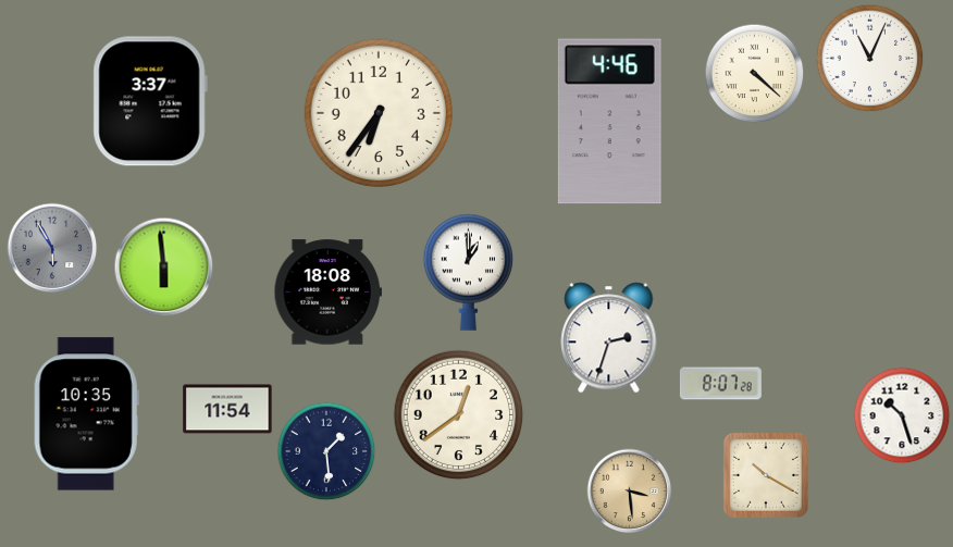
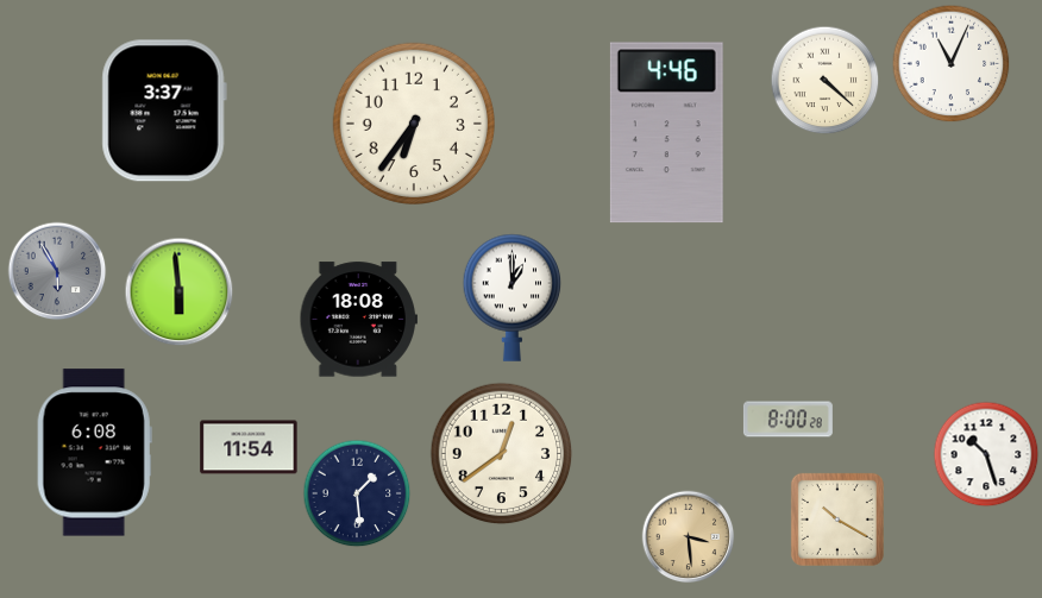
clock at (609, 338): 2:33 -> none
clock at (720, 384): 8:07 -> 8:00
clock at (86, 414): 10:35 -> 6:08
